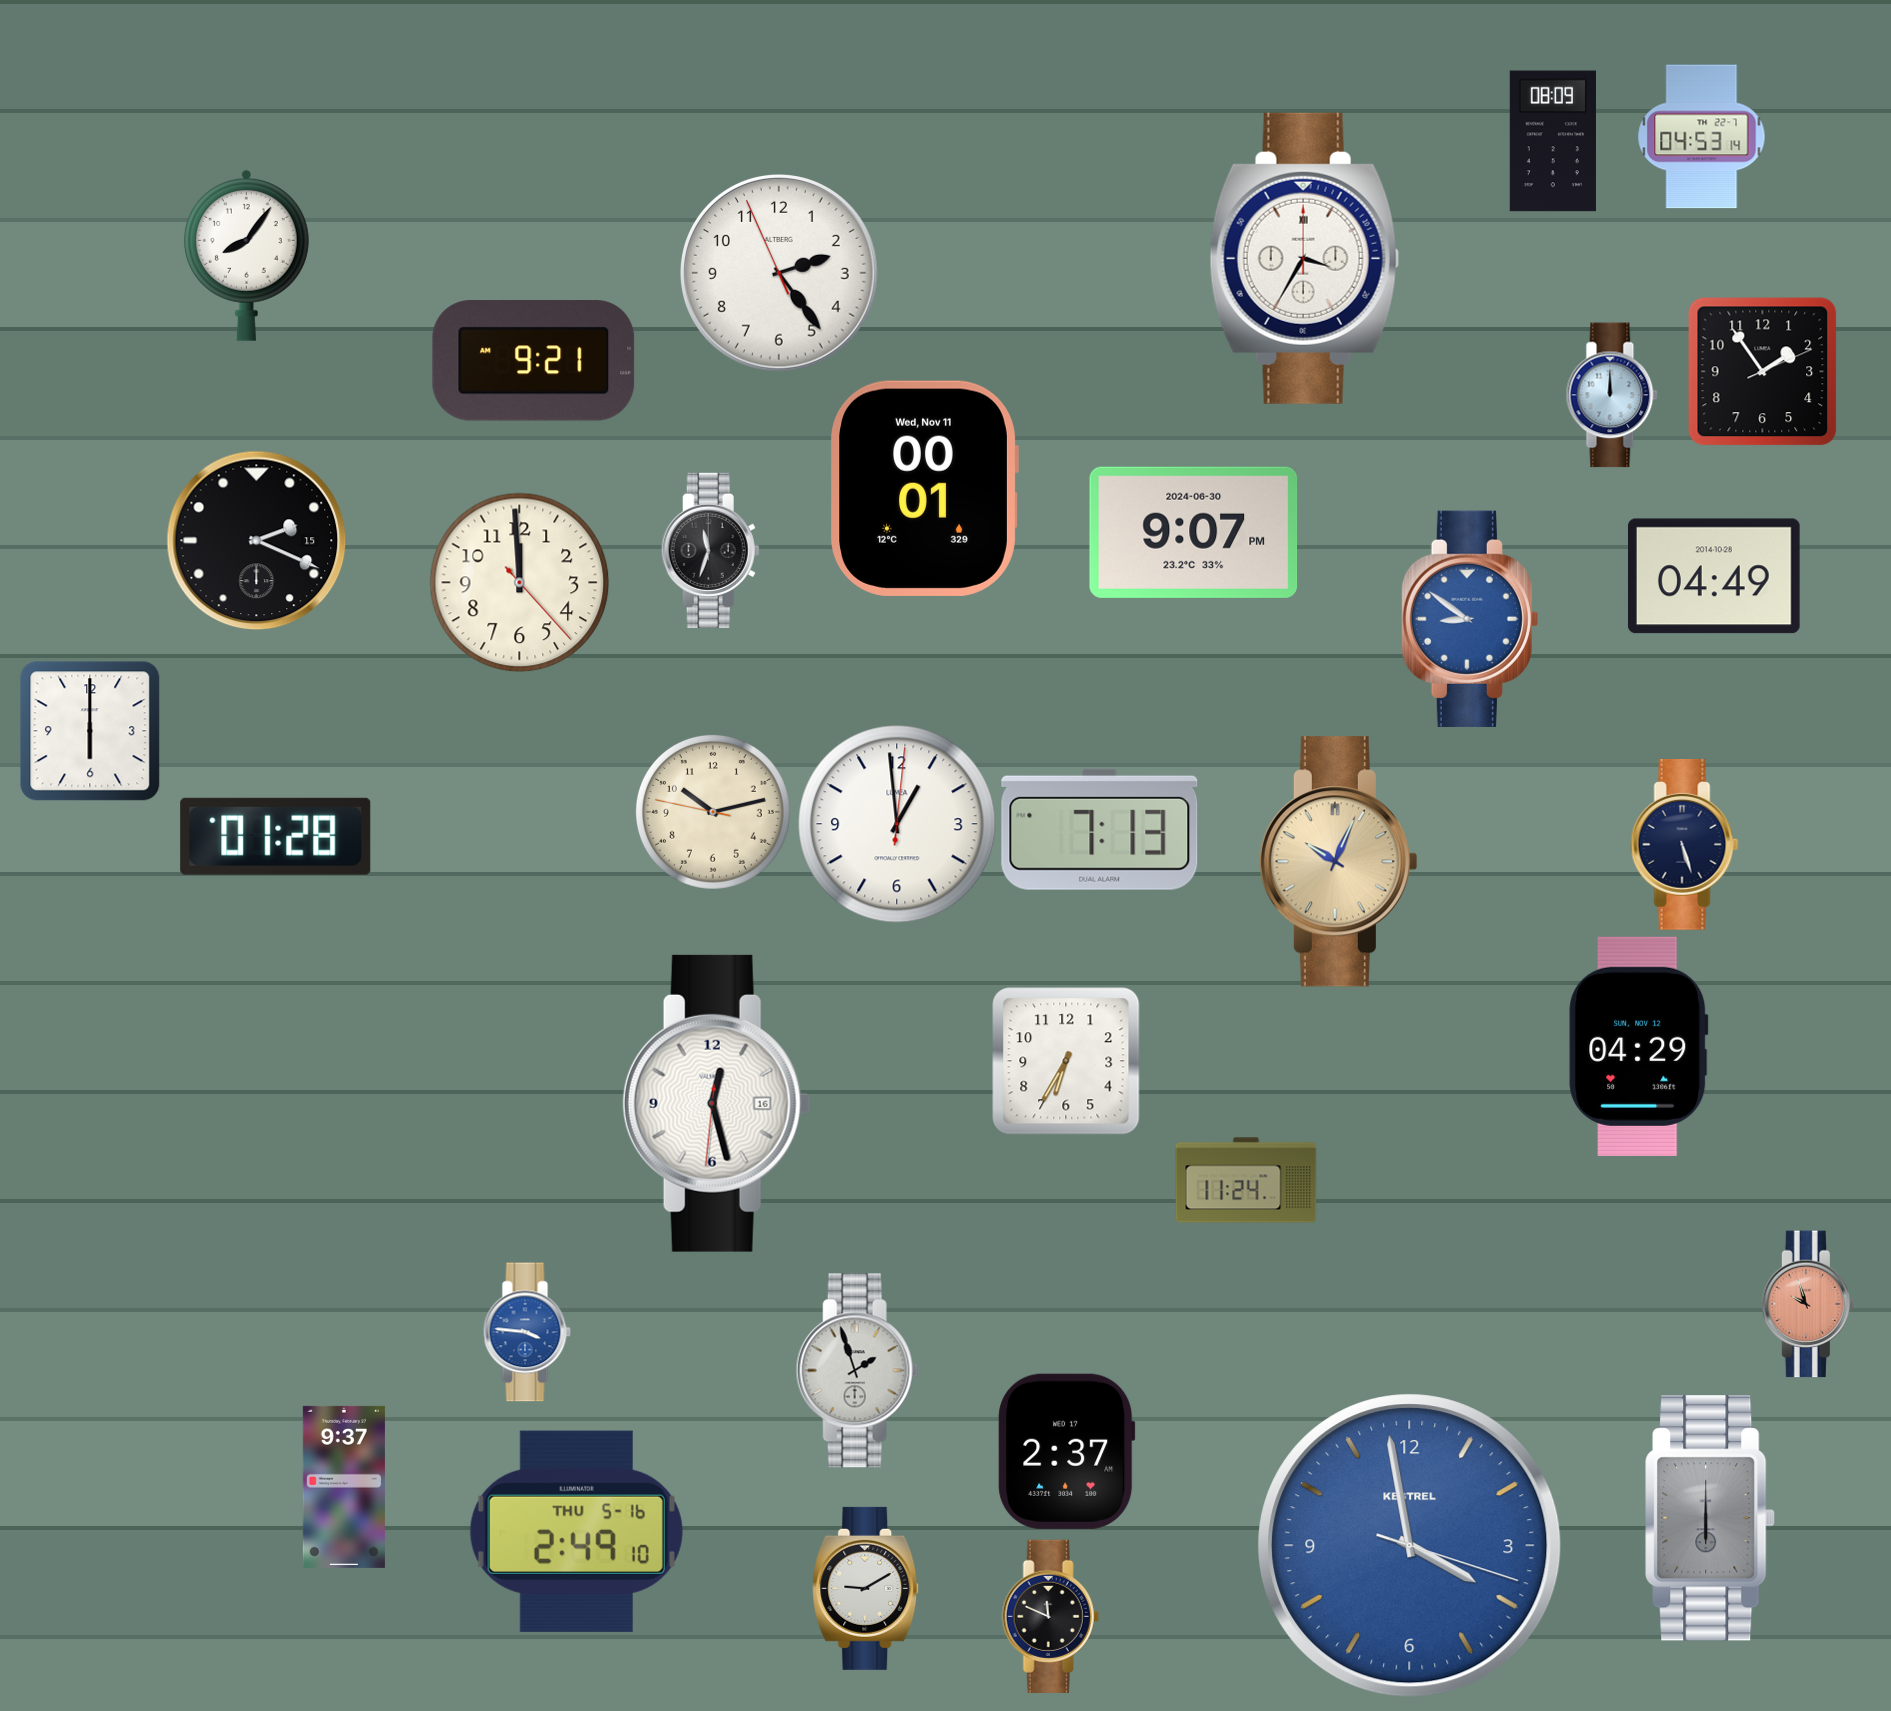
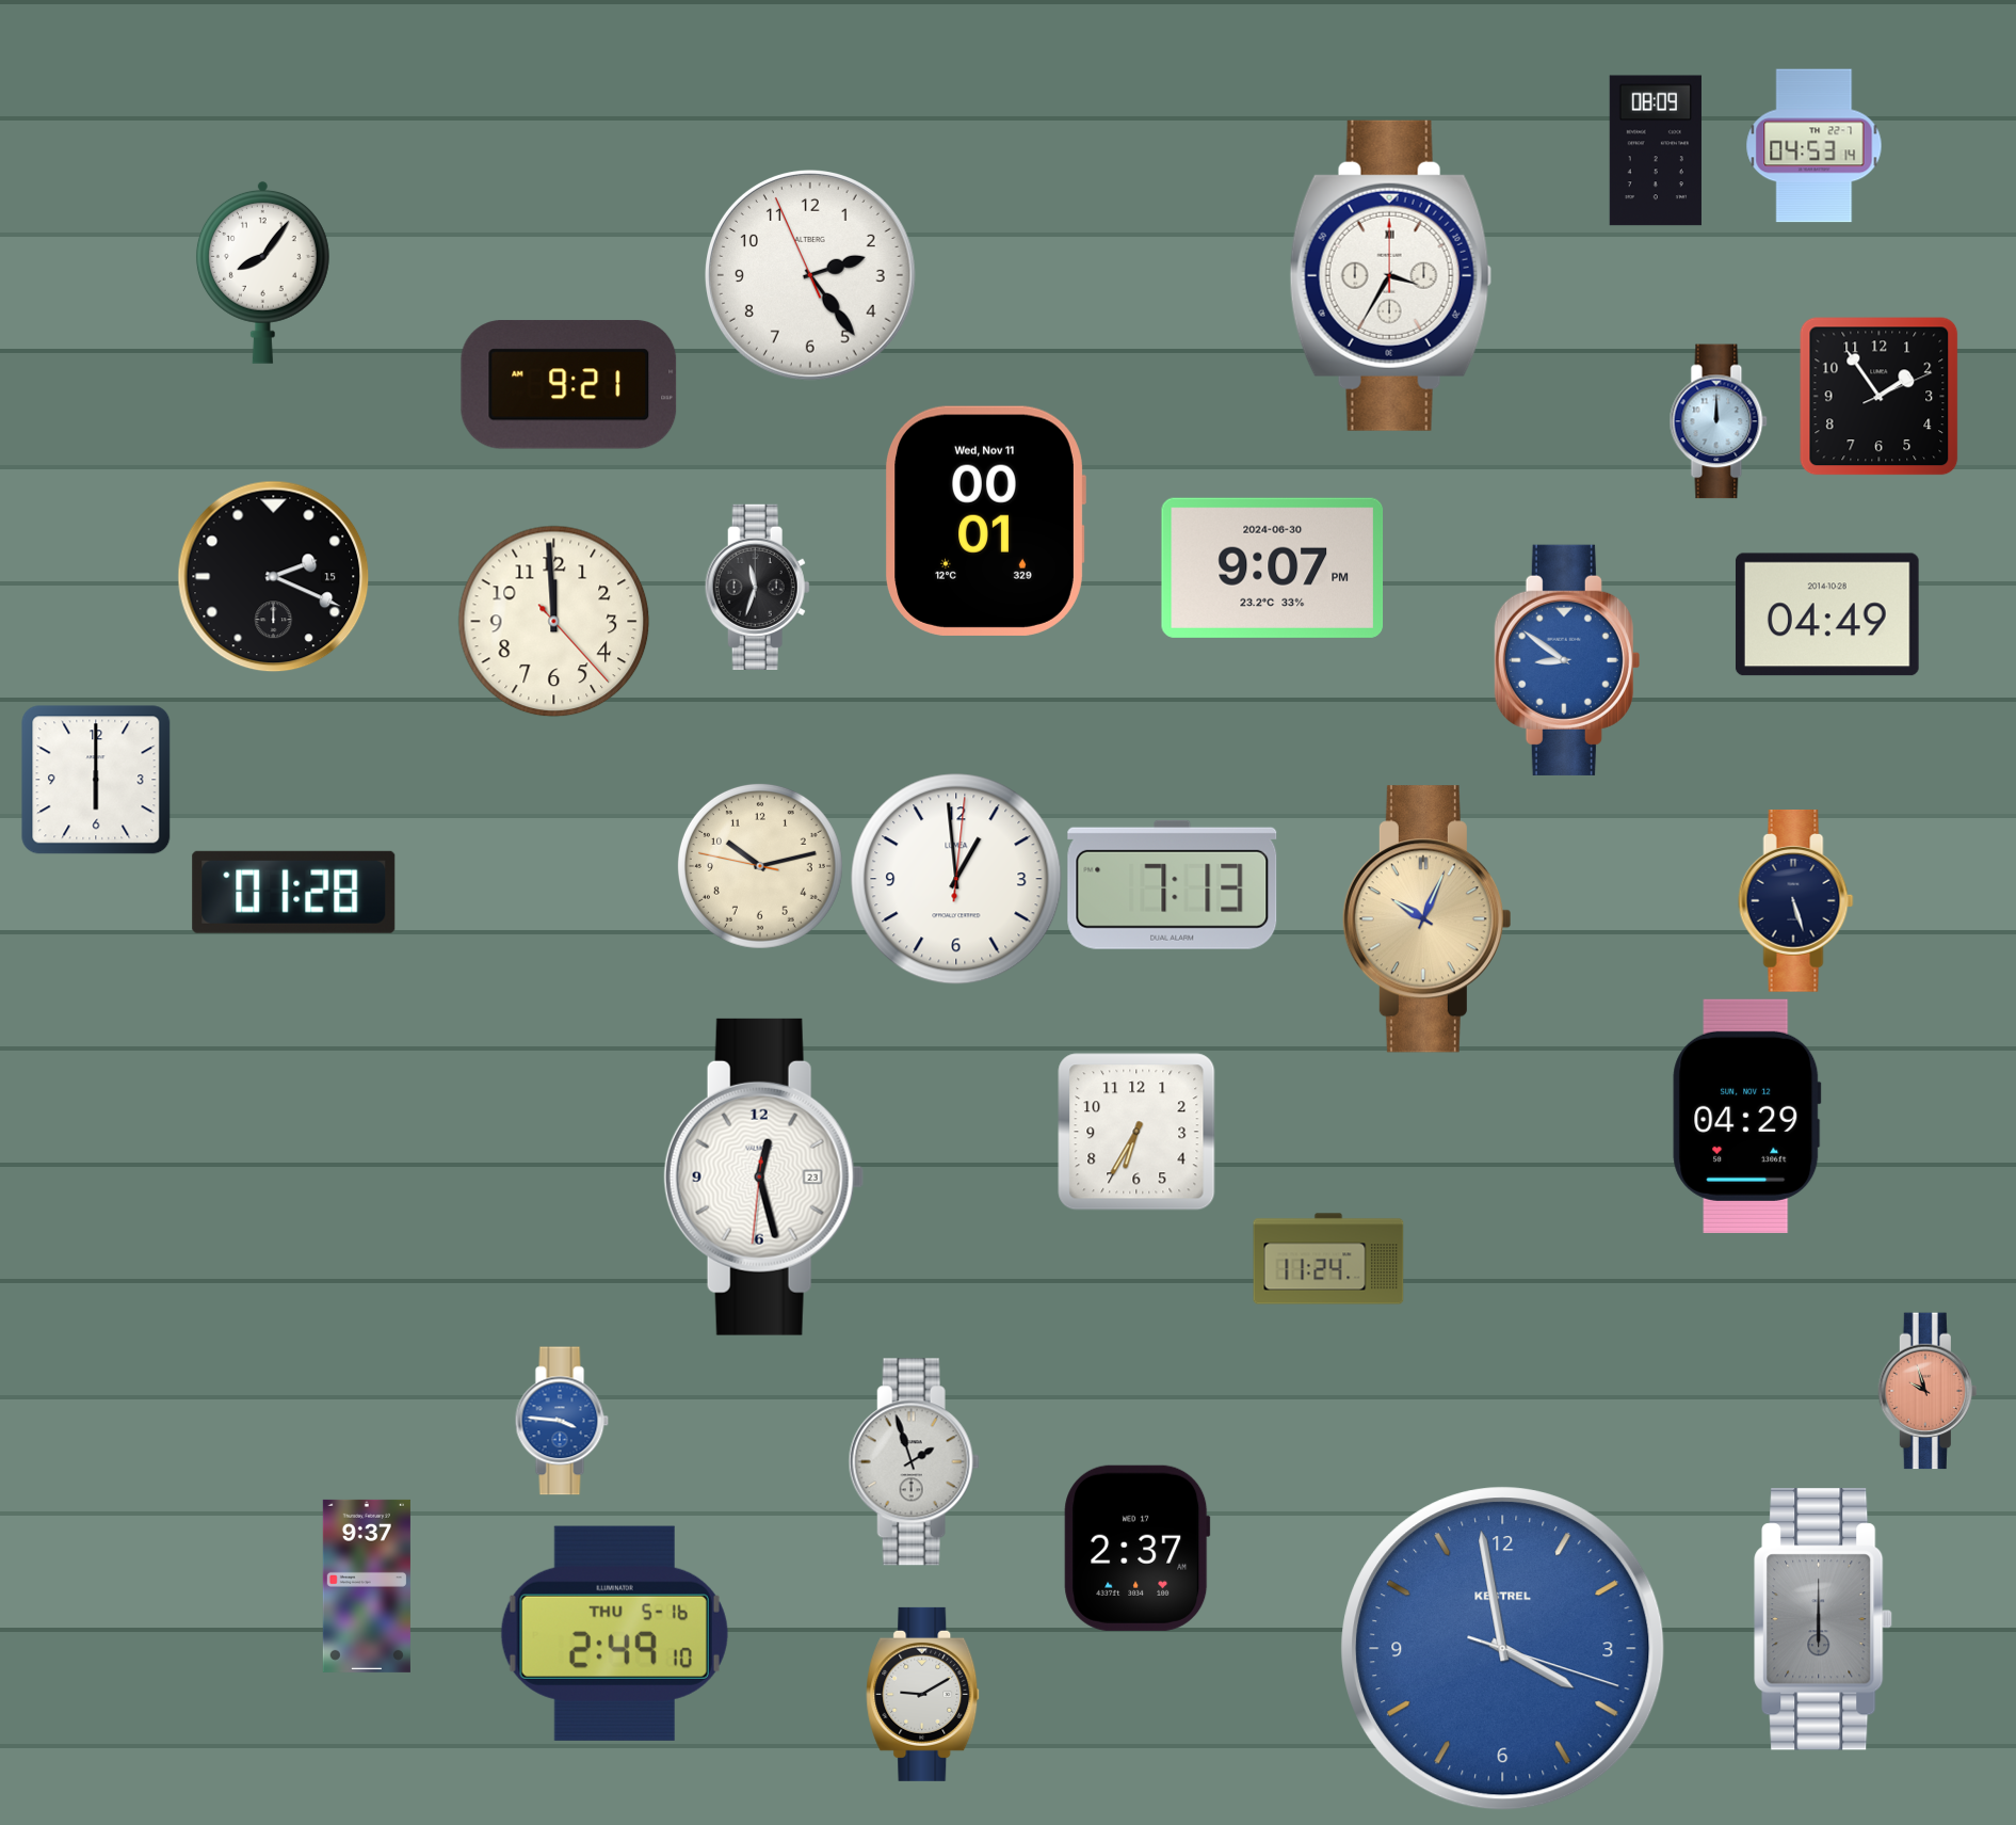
clock at (780, 274) position: (780, 274) -> (811, 276)
clock at (716, 1103) date: 16 -> 23
clock at (1050, 1616): 11:49 -> none
